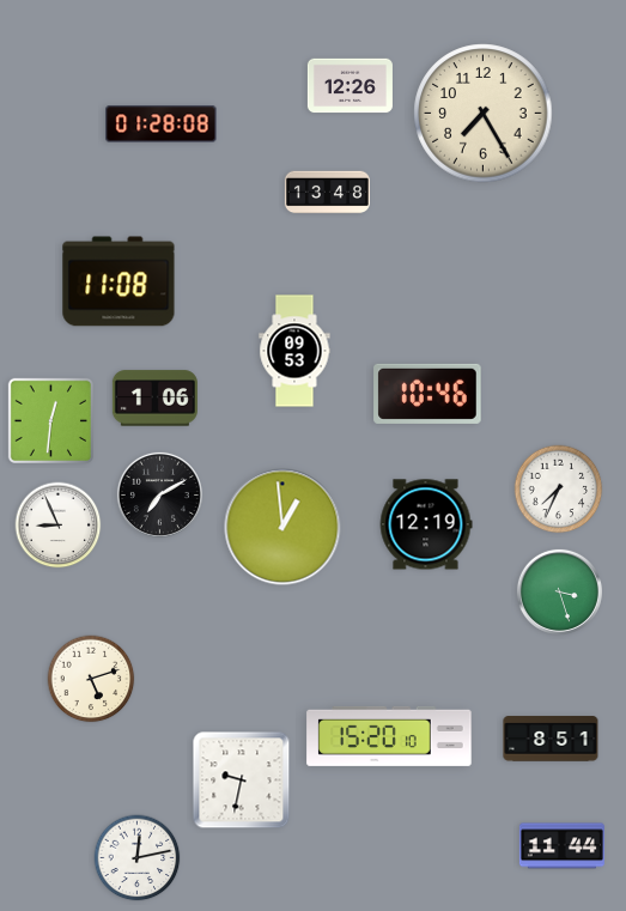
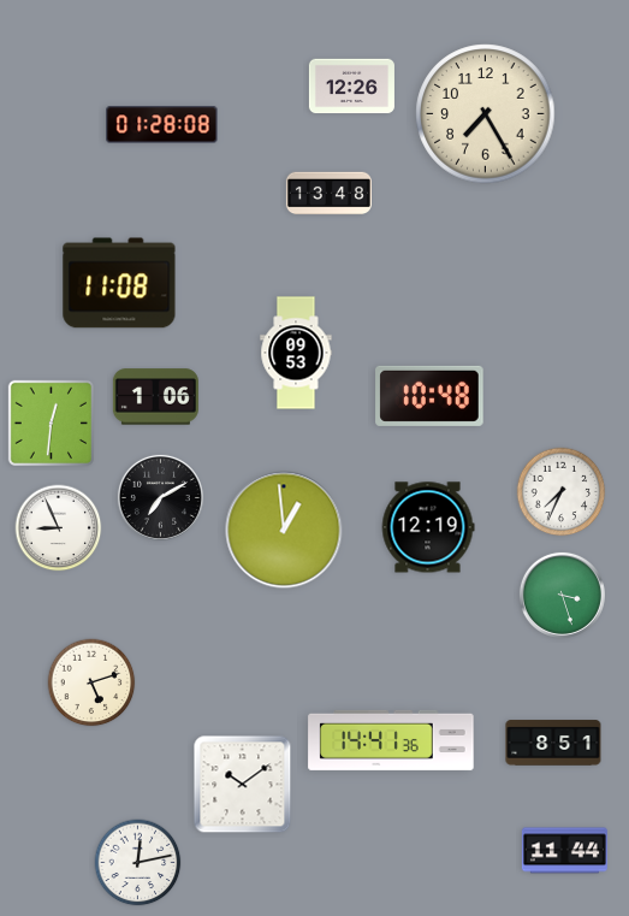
clock at (427, 394): 10:46 -> 10:48
clock at (154, 399) position: (154, 399) -> (155, 397)
clock at (389, 736): 15:20 -> 14:41
clock at (242, 781): 9:32 -> 10:09
